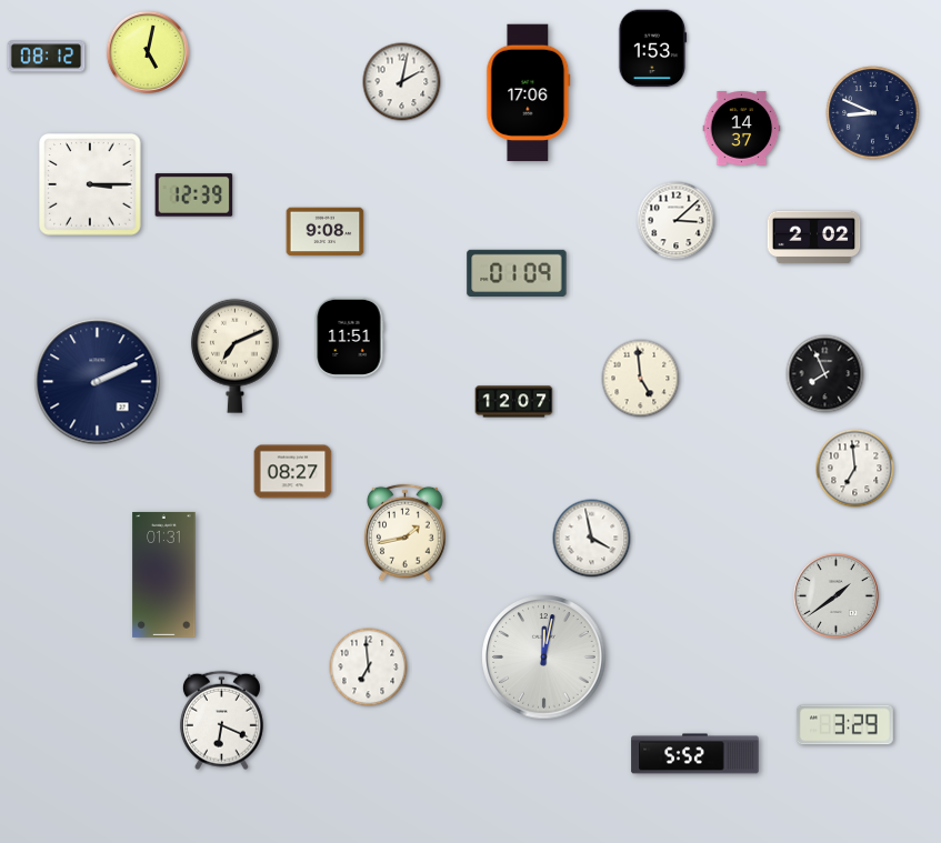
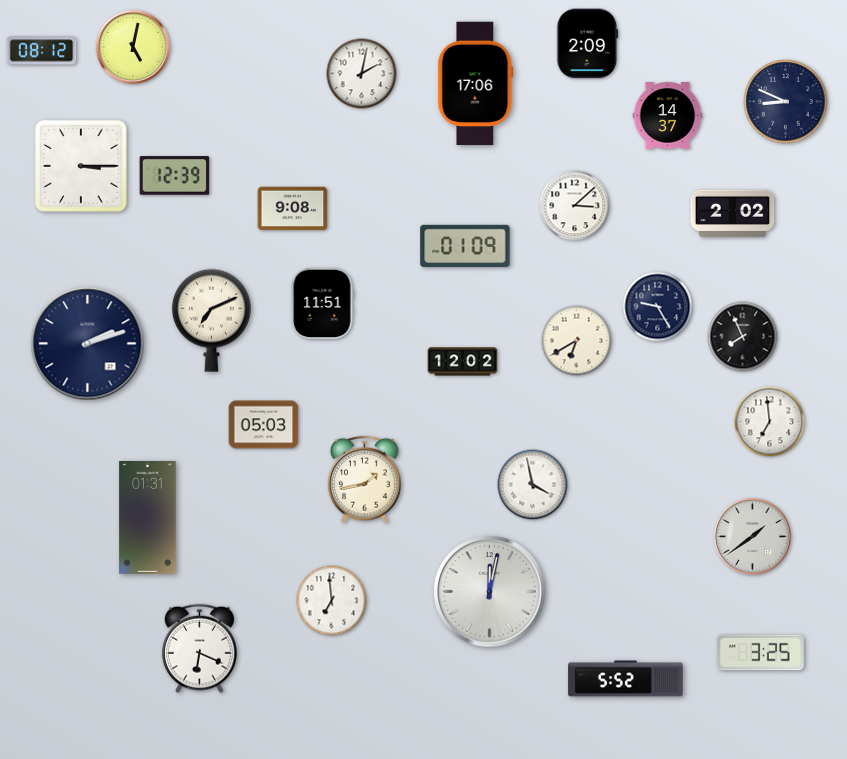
clock at (653, 49): 1:53 -> 2:09
clock at (677, 221) position: (677, 221) -> (575, 206)
clock at (349, 338) position: (349, 338) -> (322, 304)
clock at (658, 307): none -> 9:25
clock at (641, 379): 4:59 -> 6:40
clock at (98, 382): 2:11 -> 2:12
clock at (514, 402): 12:07 -> 12:02
clock at (293, 472): 08:27 -> 05:03
clock at (844, 725): 3:29 -> 3:25
